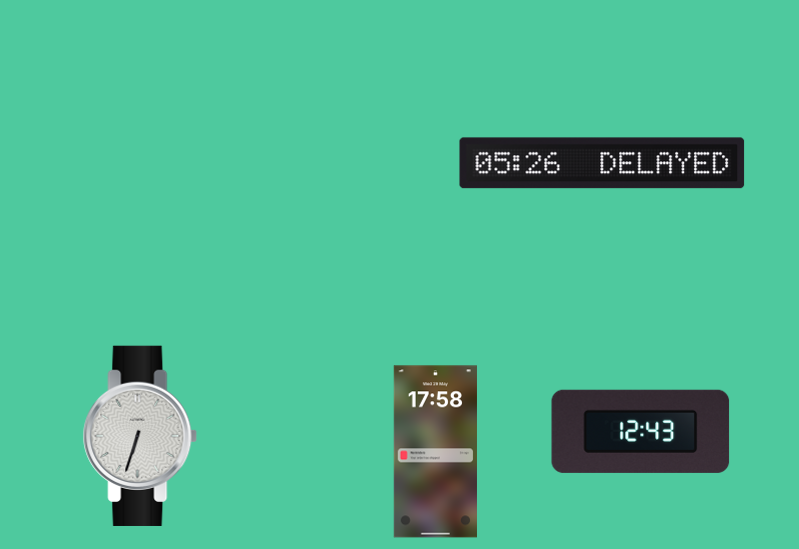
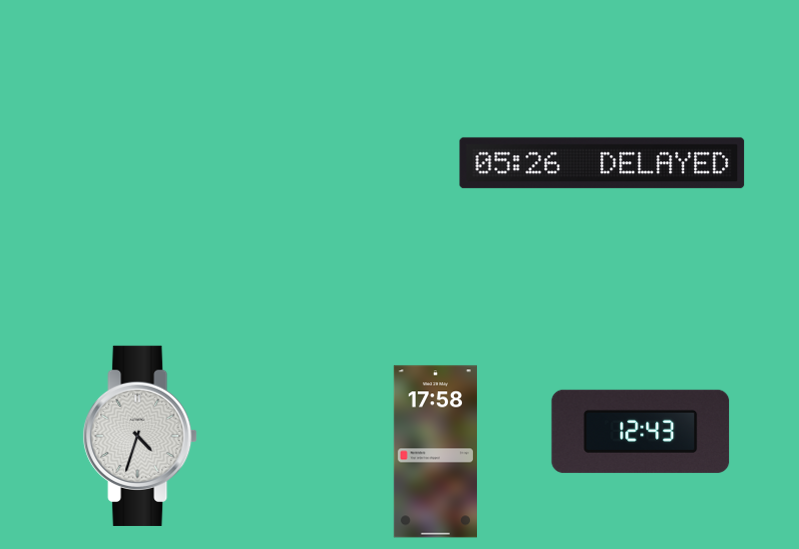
clock at (140, 436): 6:33 -> 4:33
